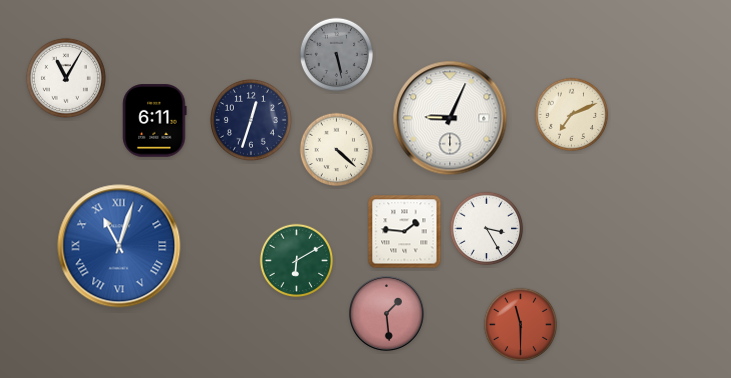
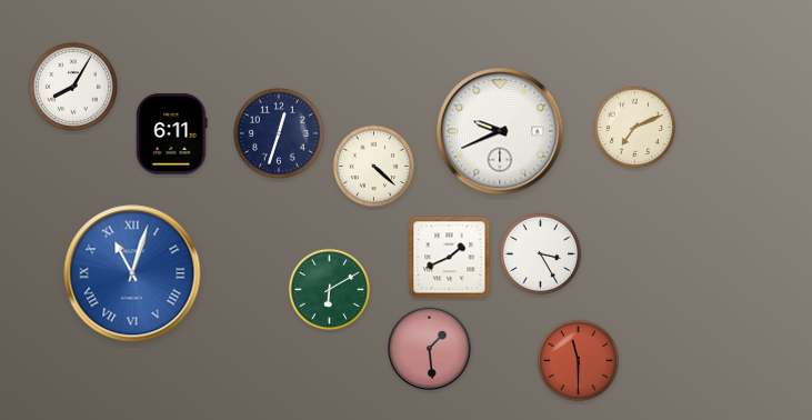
clock at (337, 55): 5:28 -> none
clock at (66, 78): 11:05 -> 8:05
clock at (450, 118): 9:04 -> 9:41
clock at (405, 232): 1:46 -> 1:41
